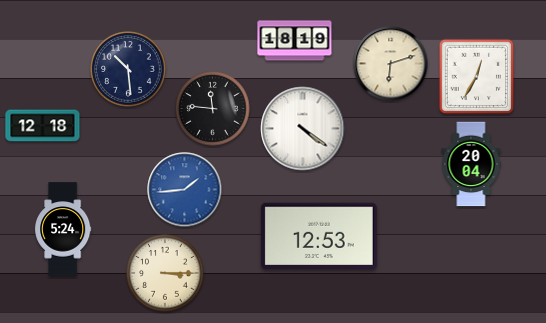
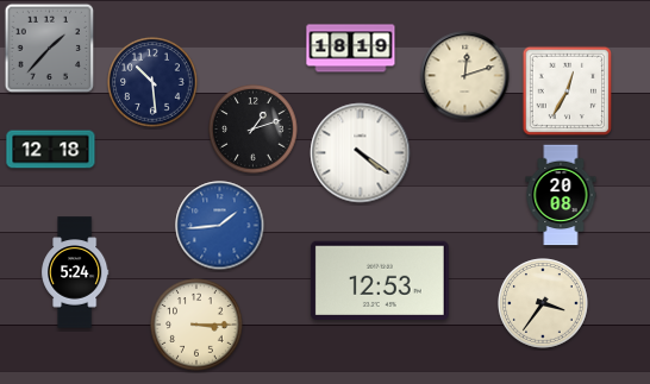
clock at (50, 49): none -> 1:37
clock at (391, 64): 6:12 -> 12:12
clock at (213, 109): 11:46 -> 1:12
clock at (471, 164): 20:04 -> 20:08
clock at (543, 303): none -> 3:36
